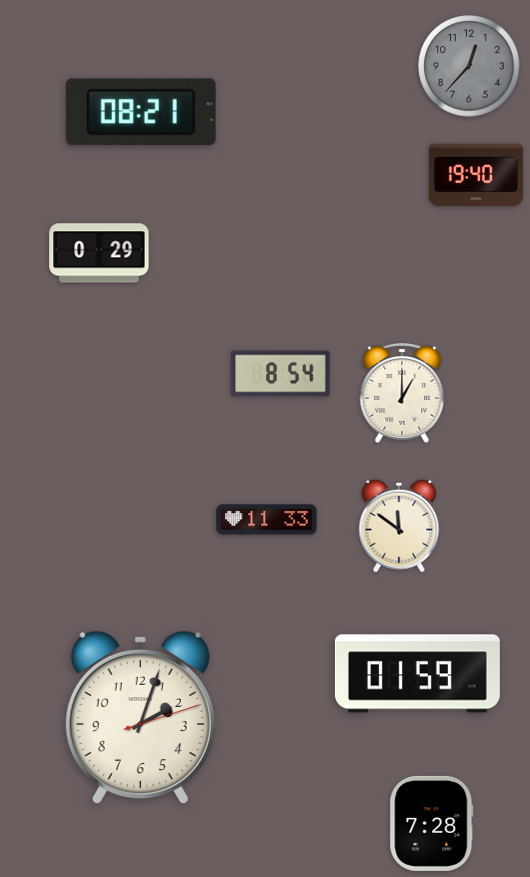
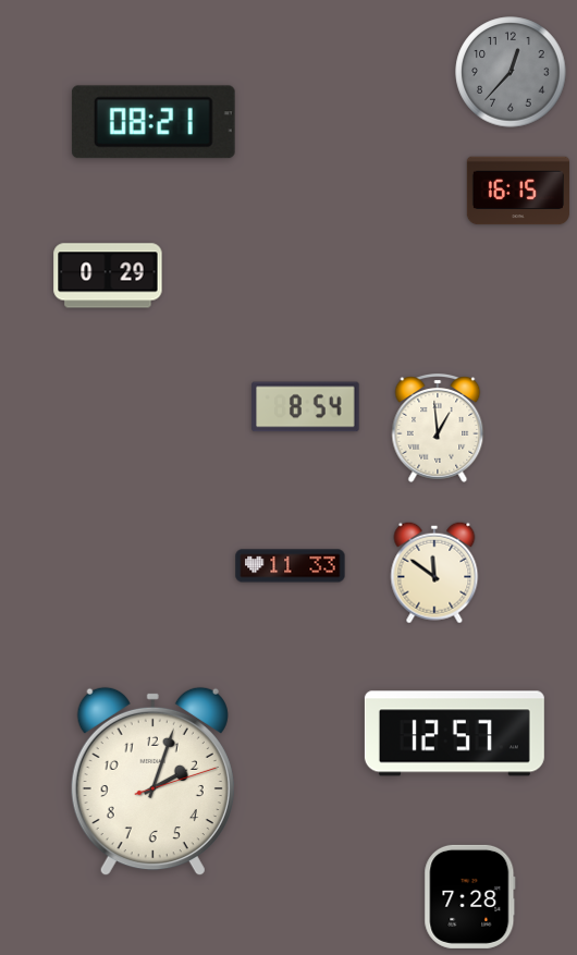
clock at (476, 175): 19:40 -> 16:15
clock at (402, 394): 1:00 -> 12:59
clock at (417, 674): 01:59 -> 12:57
